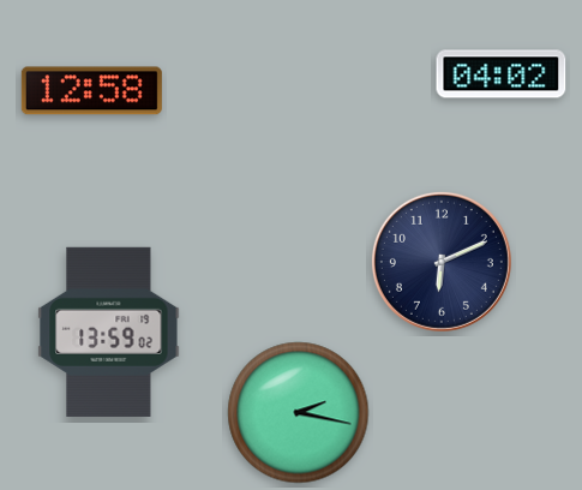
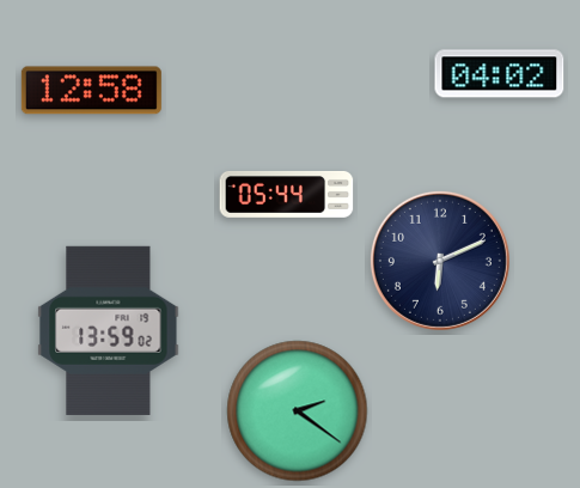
clock at (287, 195): none -> 05:44
clock at (299, 413): 2:17 -> 2:21
